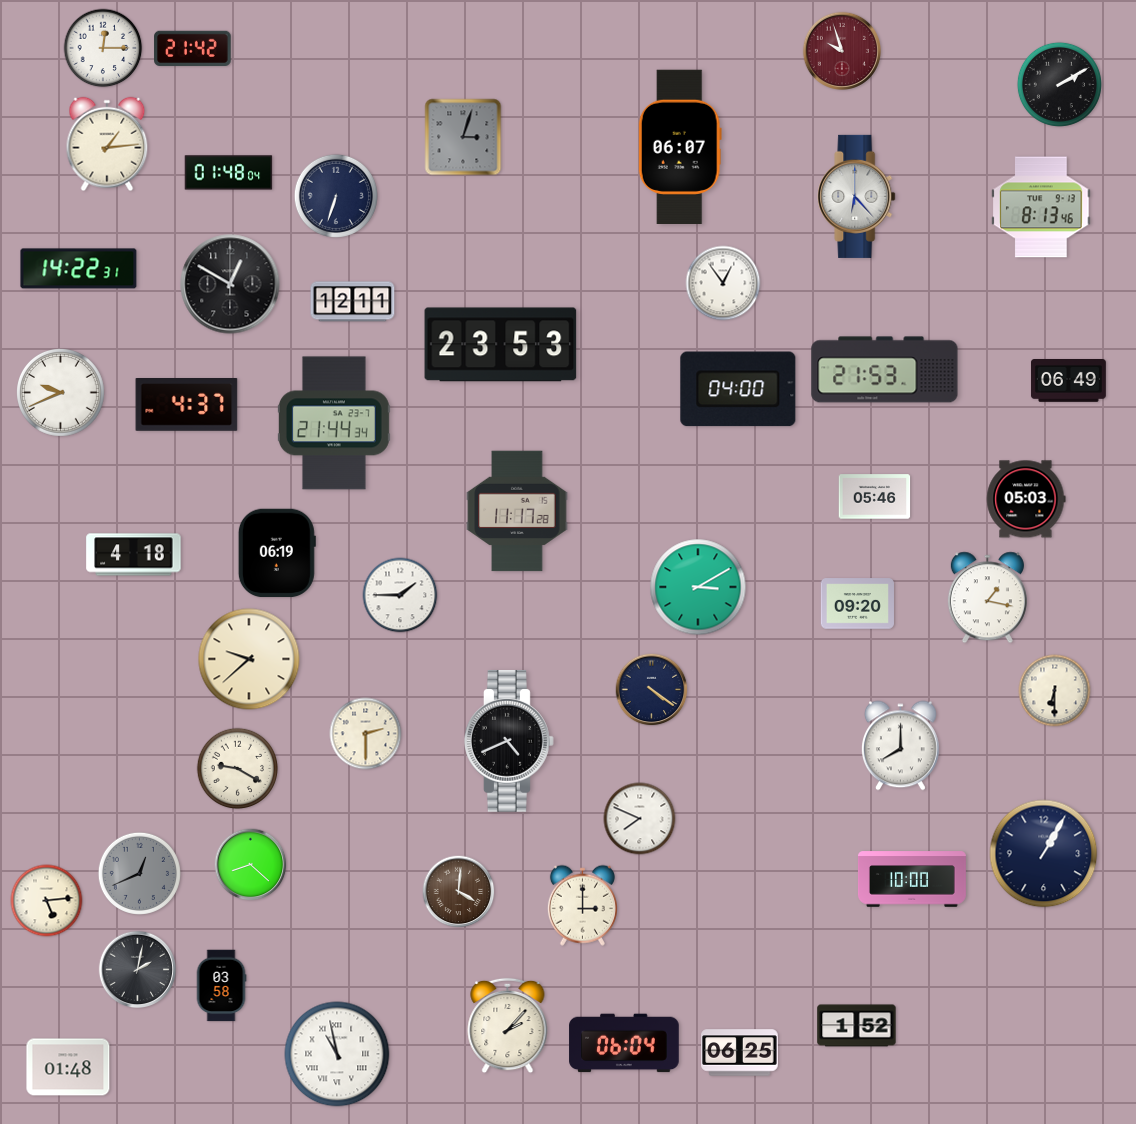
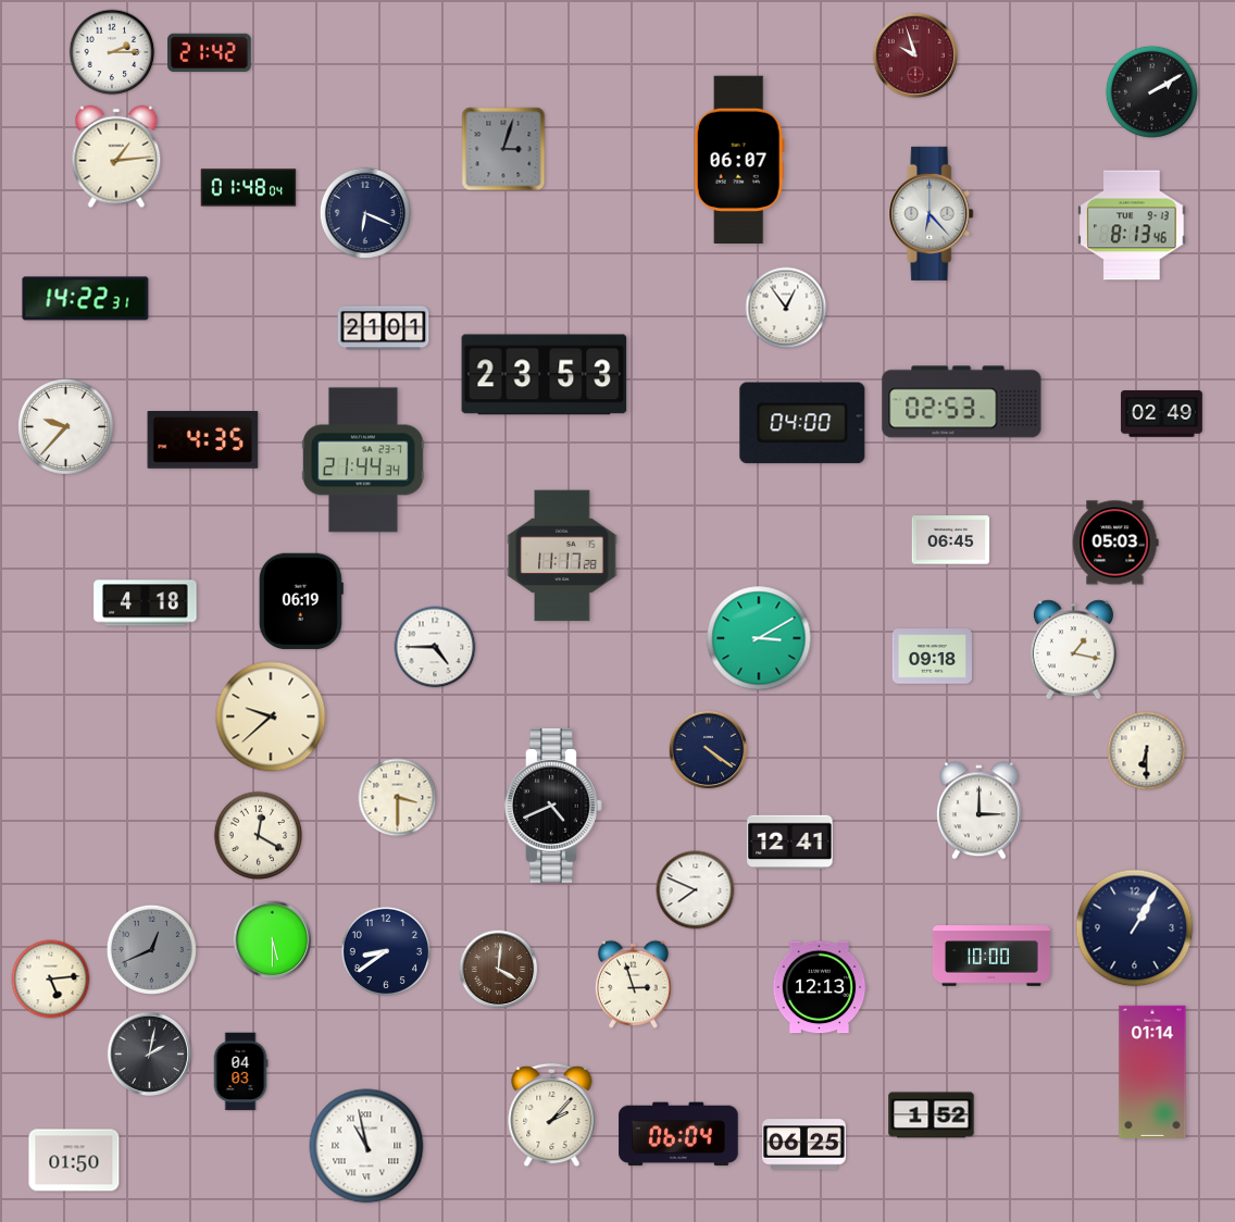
clock at (103, 48): 12:15 -> 2:15
clock at (336, 196): 6:33 -> 6:19
clock at (79, 269) position: (79, 269) -> (86, 299)
clock at (230, 284): 12:50 -> none
clock at (353, 302): 12:11 -> 21:01
clock at (885, 370): 21:53 -> 02:53
clock at (1068, 381): 06:49 -> 02:49
clock at (61, 393): 9:41 -> 9:37
clock at (187, 405): 4:37 -> 4:35
clock at (875, 497): 05:46 -> 06:45
clock at (400, 595): 1:45 -> 4:45
clock at (857, 604): 09:20 -> 09:18
clock at (366, 734): 2:30 -> 3:30
clock at (900, 746): 8:00 -> 3:00
clock at (238, 769): 9:20 -> 12:20
clock at (790, 843): none -> 12:41
clock at (251, 865): 8:22 -> 5:30
clock at (385, 950): none -> 8:39
clock at (582, 905): 3:00 -> 2:57
clock at (820, 987): none -> 12:13
clock at (221, 986): 03:58 -> 04:03
clock at (1152, 1072): none -> 01:14
clock at (68, 1067): 01:48 -> 01:50
